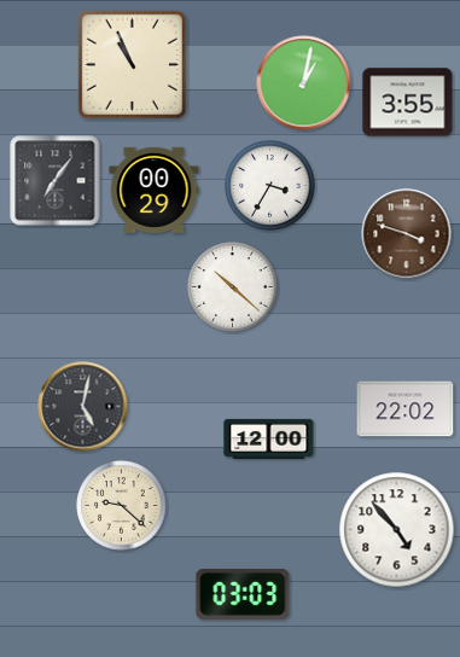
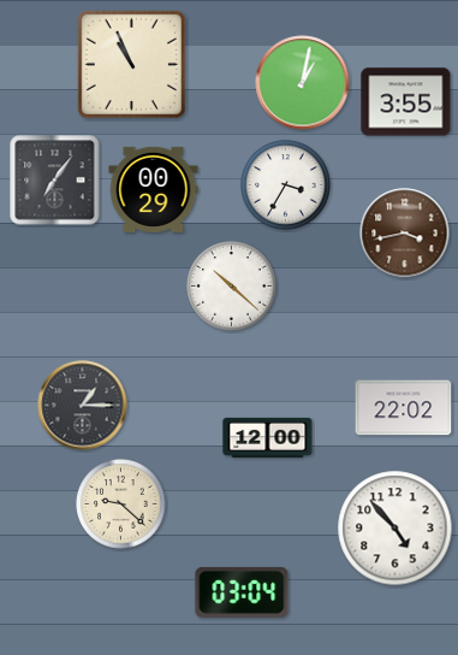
clock at (270, 186) position: (270, 186) -> (286, 185)
clock at (407, 234): 3:48 -> 3:43
clock at (83, 407): 5:02 -> 1:15
clock at (243, 595): 03:03 -> 03:04
